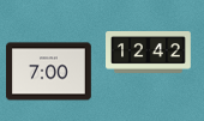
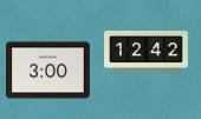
clock at (49, 72): 7:00 -> 3:00
